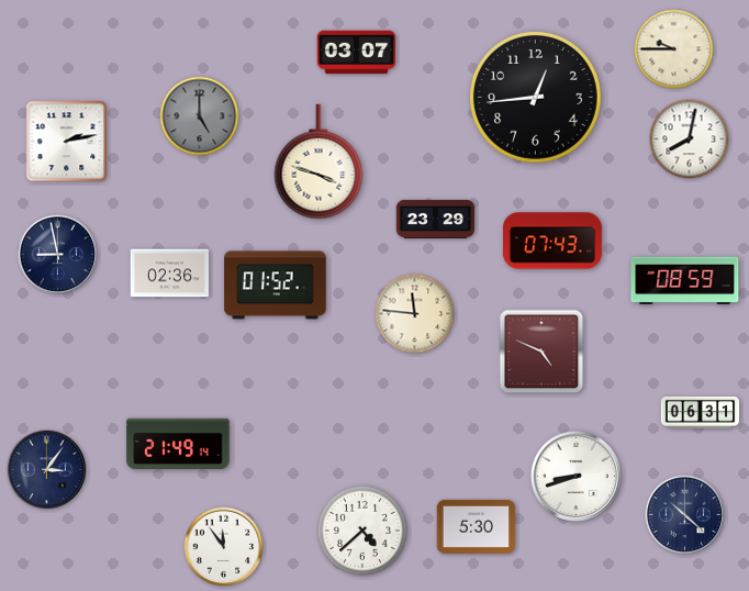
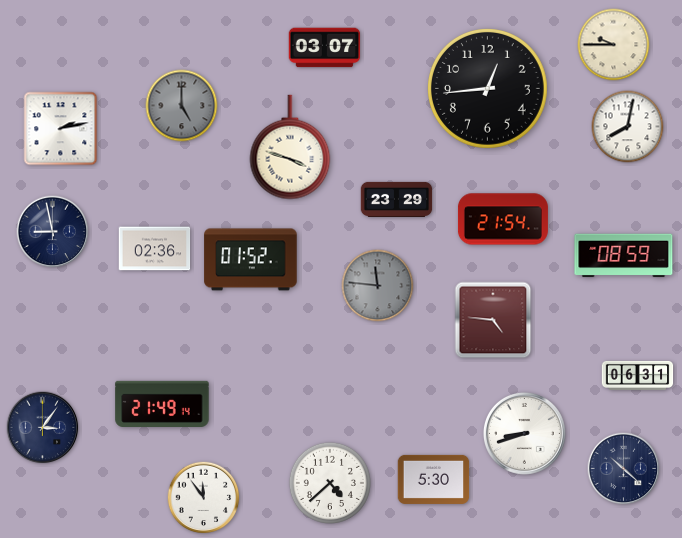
clock at (552, 241): 07:43 -> 21:54
clock at (415, 314) dial: cream -> grey
clock at (541, 352): 4:49 -> 4:46
